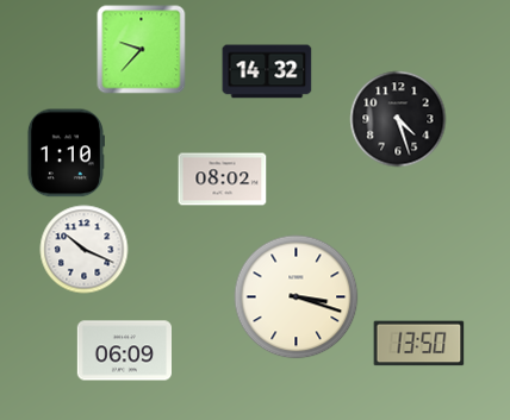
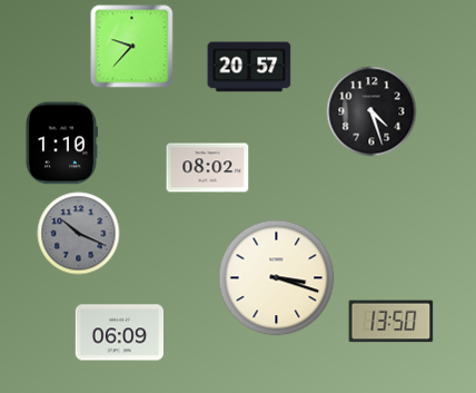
clock at (267, 71): 14:32 -> 20:57
clock at (85, 250) dial: white -> grey
clock at (124, 351) position: (124, 351) -> (119, 333)
